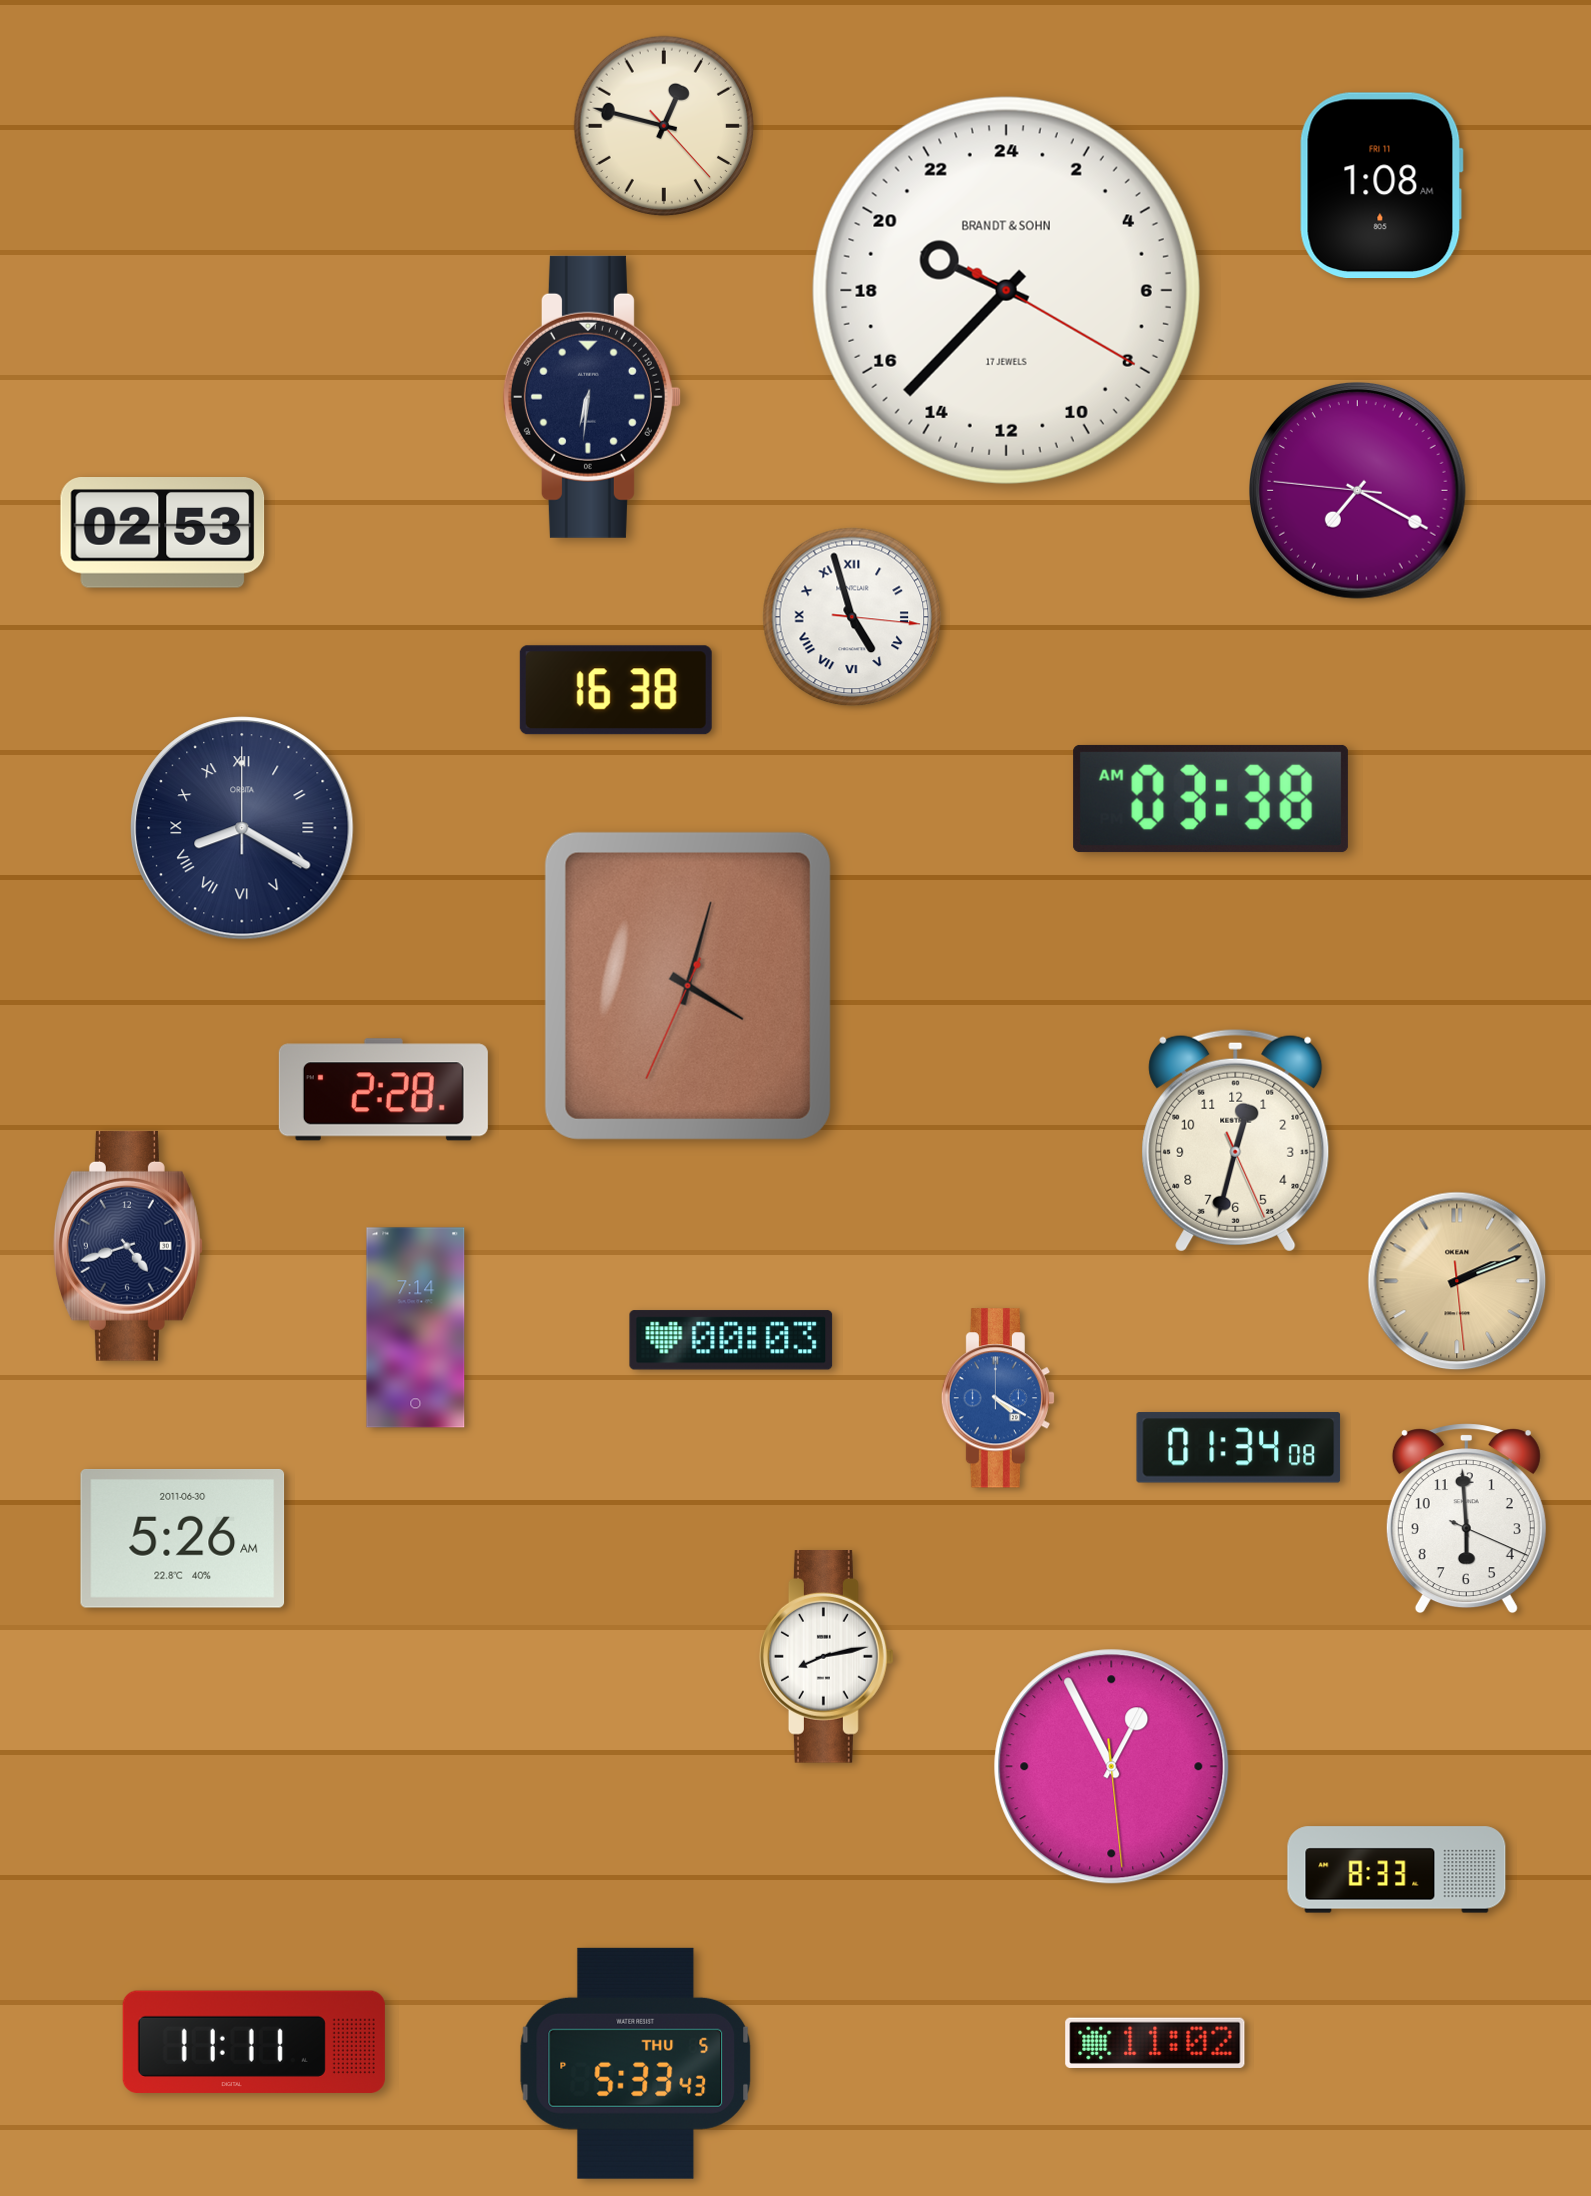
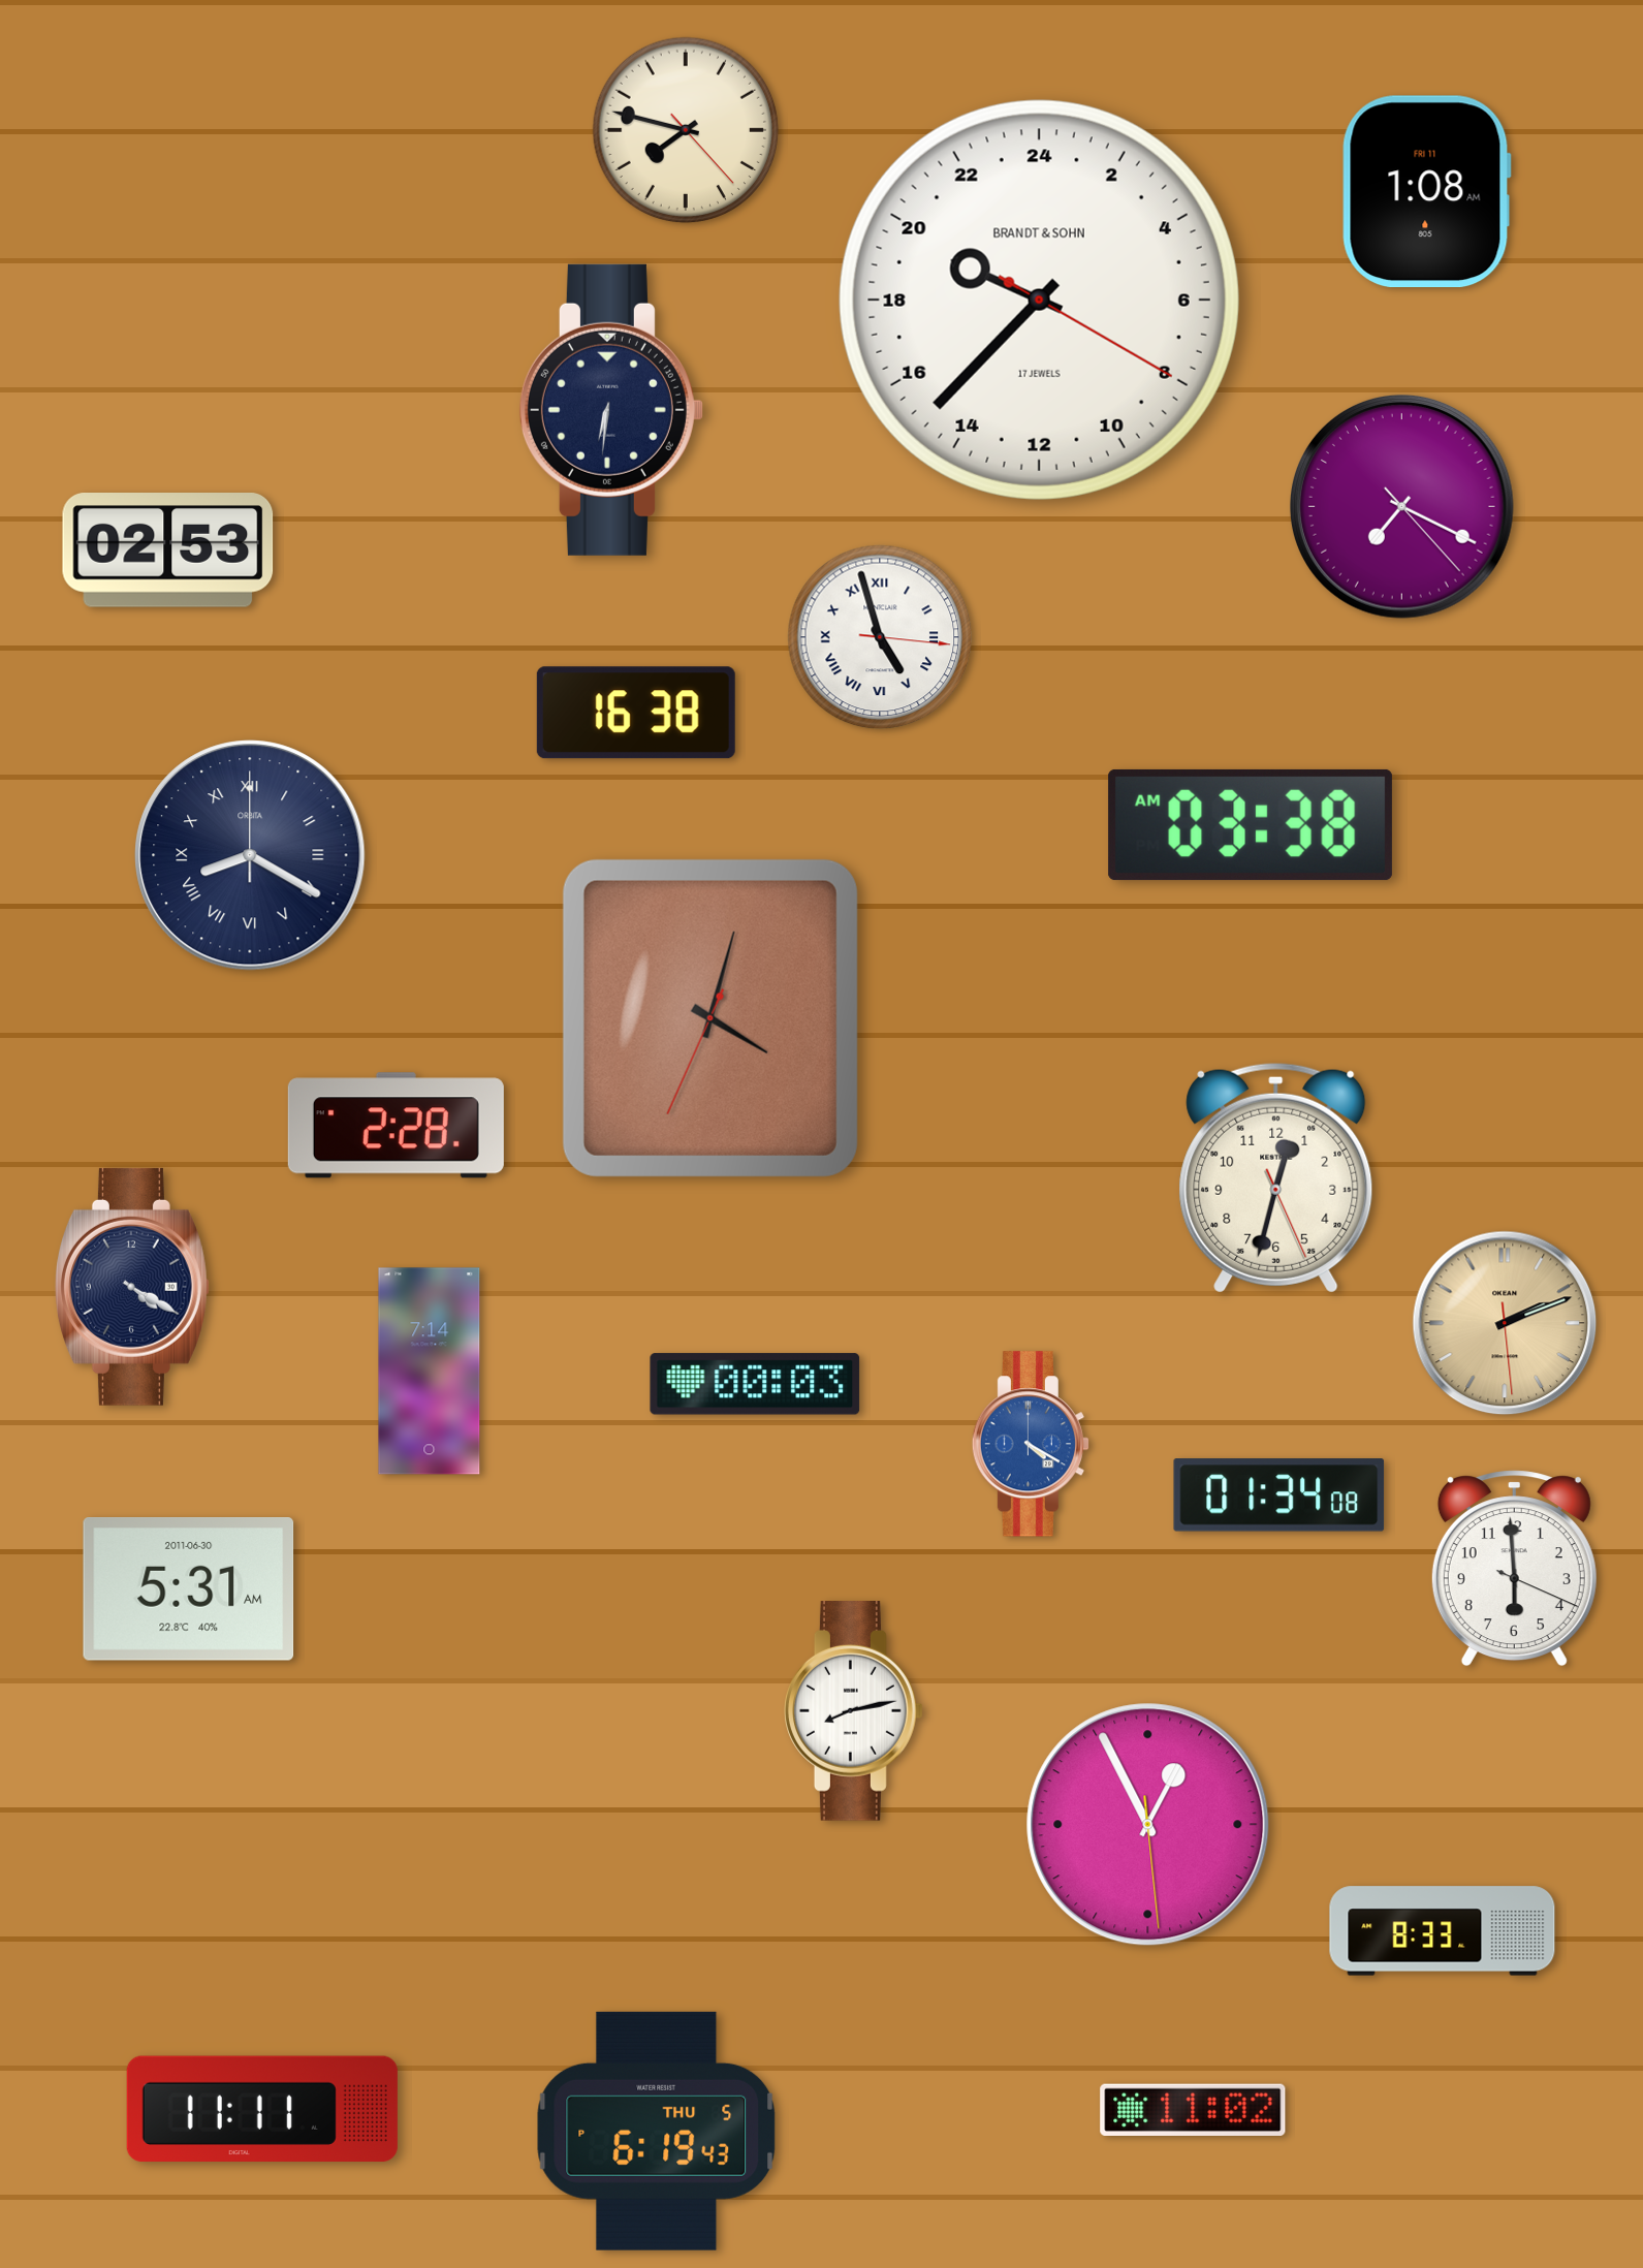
clock at (664, 126): 12:47 -> 7:47
clock at (1358, 491): 7:19:46 -> 7:19:23
clock at (128, 1246): 4:42 -> 4:20
clock at (183, 1539): 5:26 -> 5:31
clock at (636, 2063): 5:33 -> 6:19
